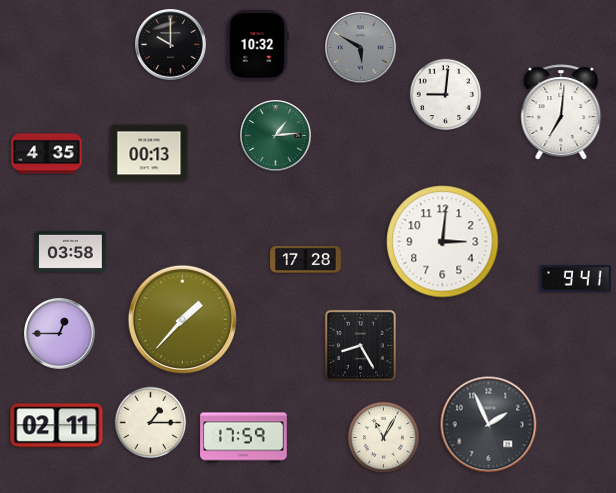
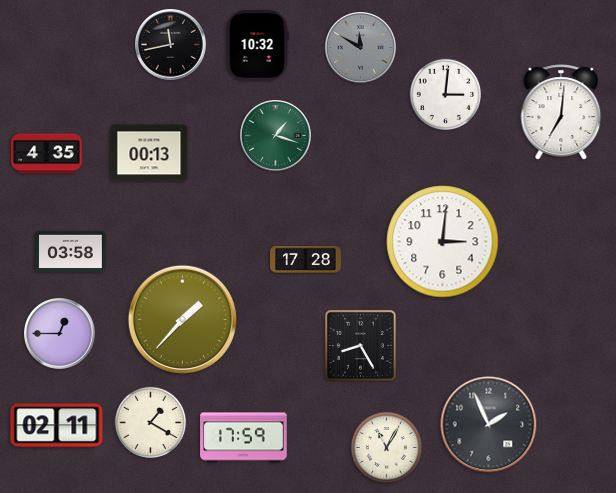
clock at (171, 45): 10:00 -> 11:43
clock at (361, 48): 5:50 -> 11:50
clock at (446, 95): 9:01 -> 3:01
clock at (276, 136): 1:14 -> 1:18
clock at (576, 279): 9:41 -> none
clock at (151, 423): 1:15 -> 1:20
clock at (384, 438) position: (384, 438) -> (387, 448)
